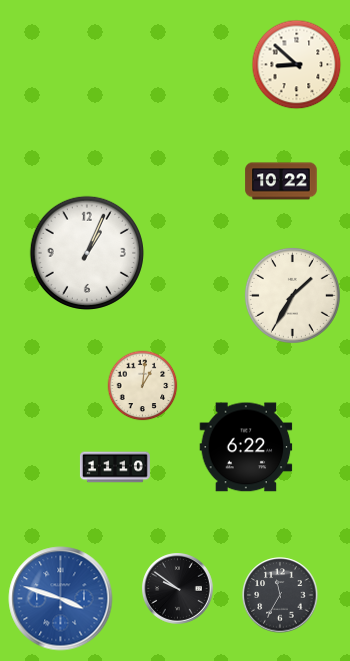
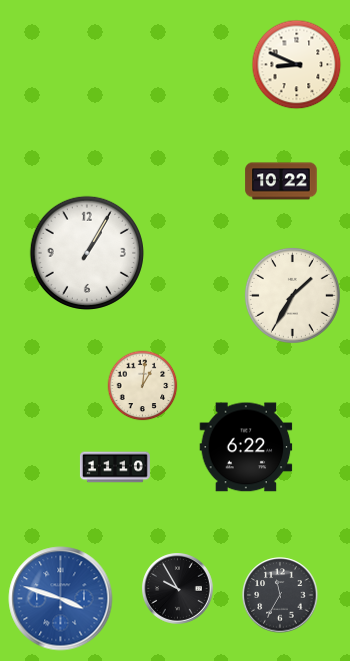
clock at (297, 65): 8:52 -> 8:49
clock at (87, 253): 1:04 -> 1:05
clock at (178, 589): 9:51 -> 9:55
